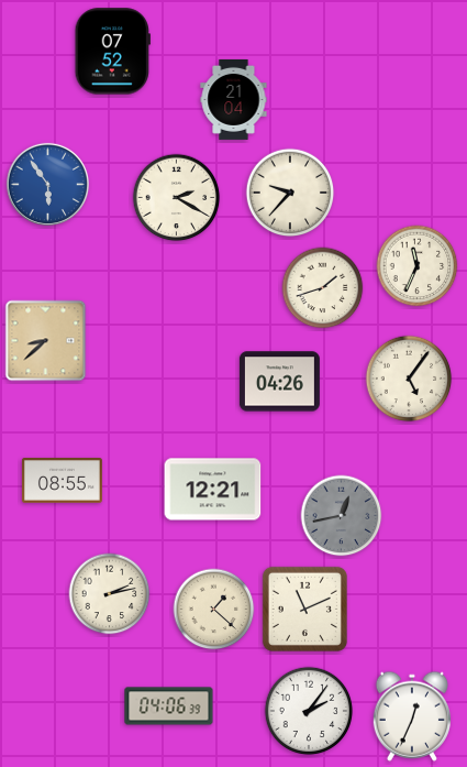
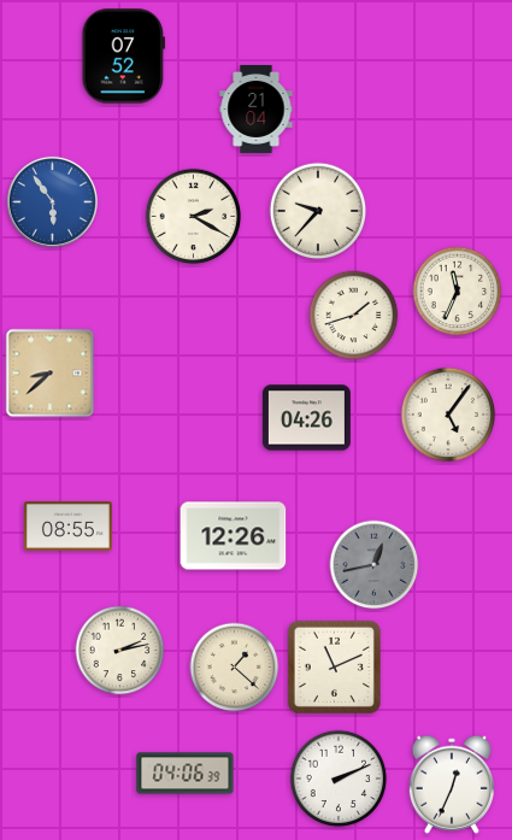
clock at (213, 490): 12:21 -> 12:26
clock at (309, 711): 2:06 -> 2:11
